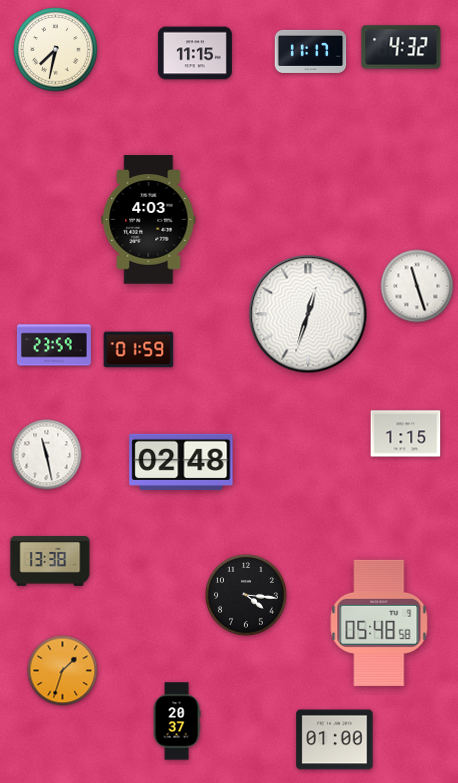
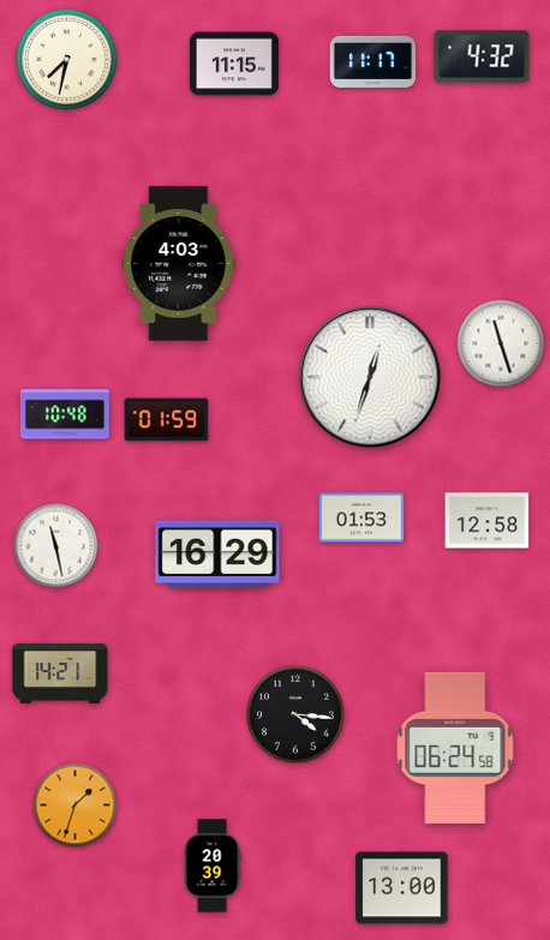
clock at (54, 345): 23:59 -> 10:48
clock at (361, 517): none -> 01:53
clock at (406, 434): 1:15 -> 12:58
clock at (181, 462): 02:48 -> 16:29
clock at (50, 561): 13:38 -> 14:21
clock at (379, 623): 05:48 -> 06:24
clock at (177, 721): 20:37 -> 20:39
clock at (335, 740): 01:00 -> 13:00
